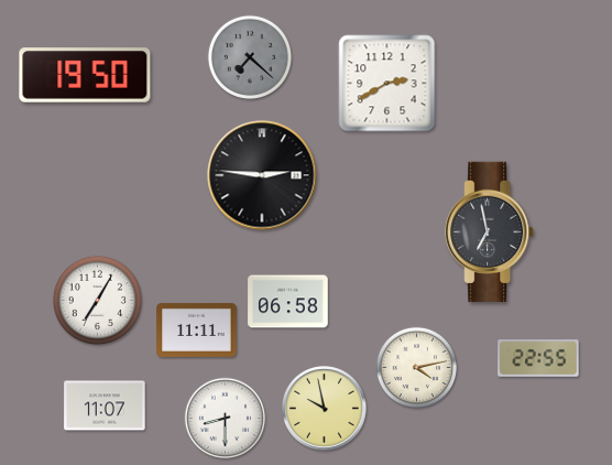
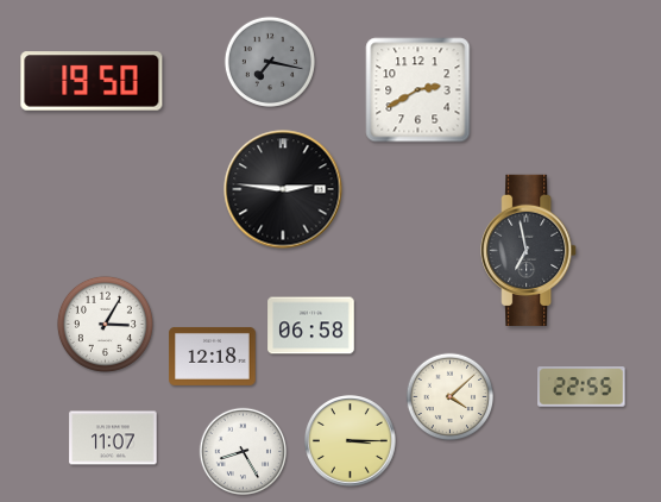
clock at (249, 56): 7:22 -> 7:17
clock at (97, 300): 7:05 -> 3:05
clock at (197, 329): 11:11 -> 12:18
clock at (417, 368): 4:13 -> 4:08
clock at (325, 409): 9:58 -> 3:15
clock at (226, 419): 8:30 -> 8:25
